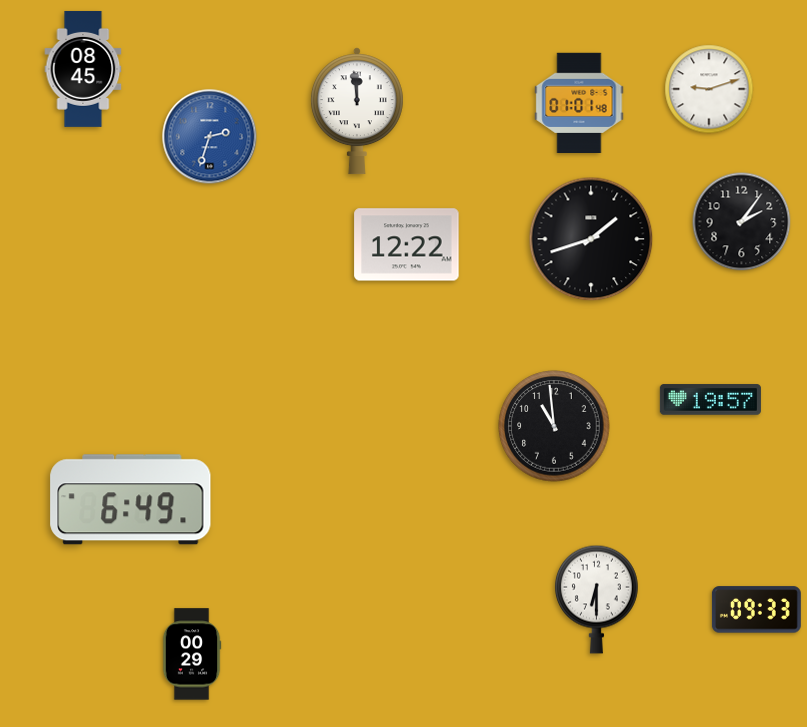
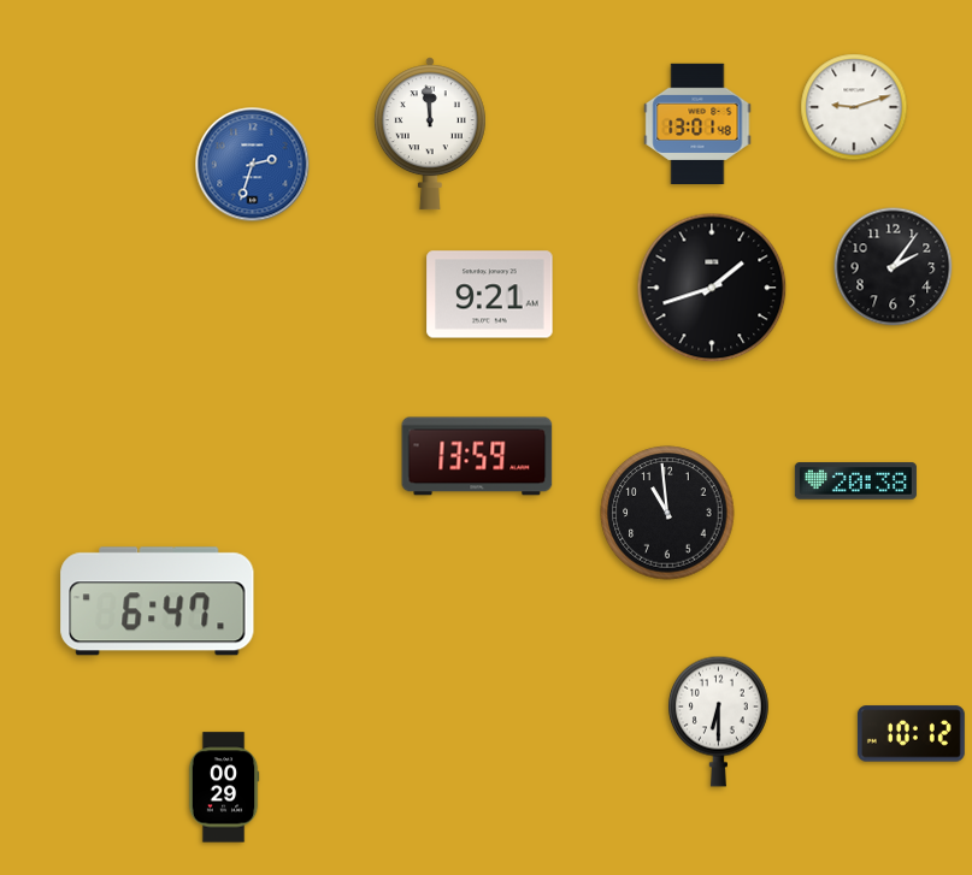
clock at (83, 69): 08:45 -> none
clock at (579, 102): 01:01 -> 13:01
clock at (407, 245): 12:22 -> 9:21
clock at (477, 456): none -> 13:59
clock at (710, 400): 19:57 -> 20:38
clock at (131, 500): 6:49 -> 6:47
clock at (756, 610): 09:33 -> 10:12
clock at (192, 654) position: (192, 654) -> (224, 787)
